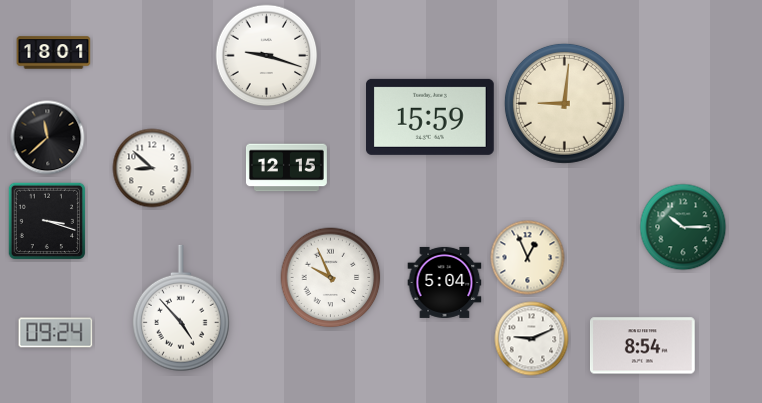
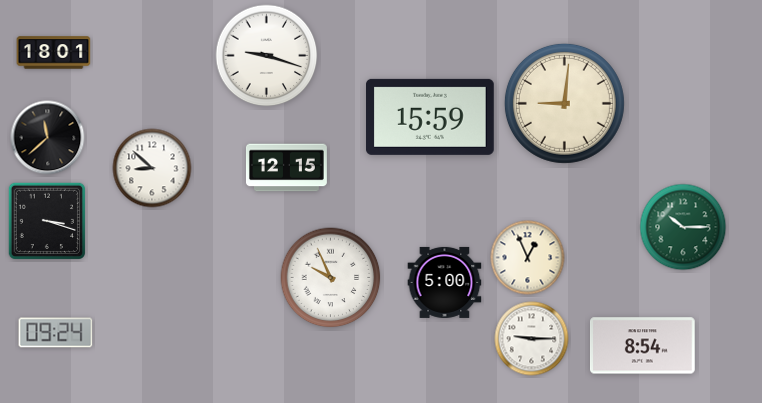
clock at (445, 282): 5:04 -> 5:00
clock at (181, 308): 4:53 -> none
clock at (532, 339): 9:11 -> 9:15
